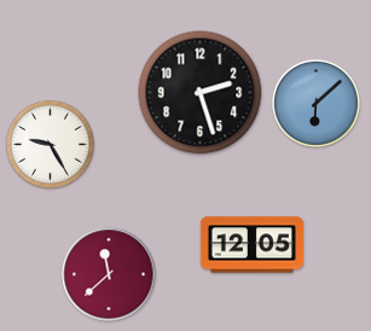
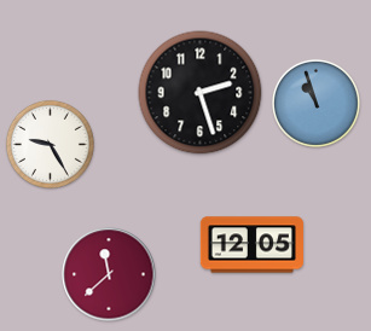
clock at (315, 103): 6:08 -> 10:57
